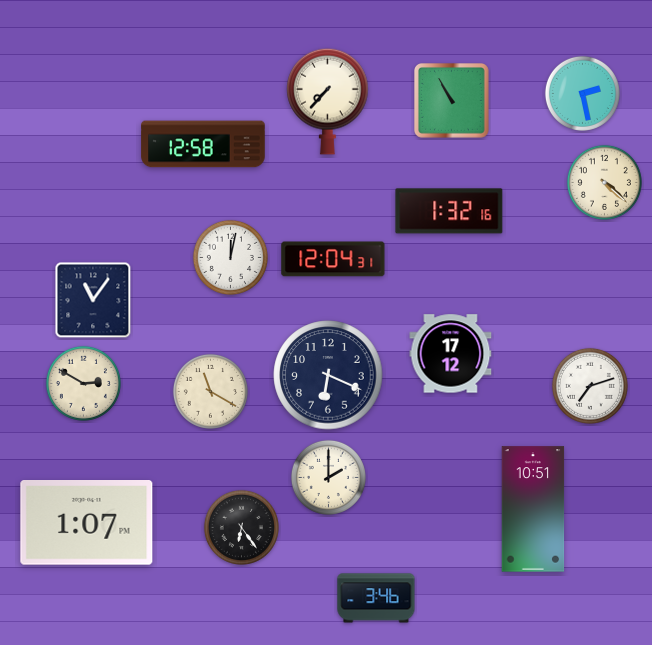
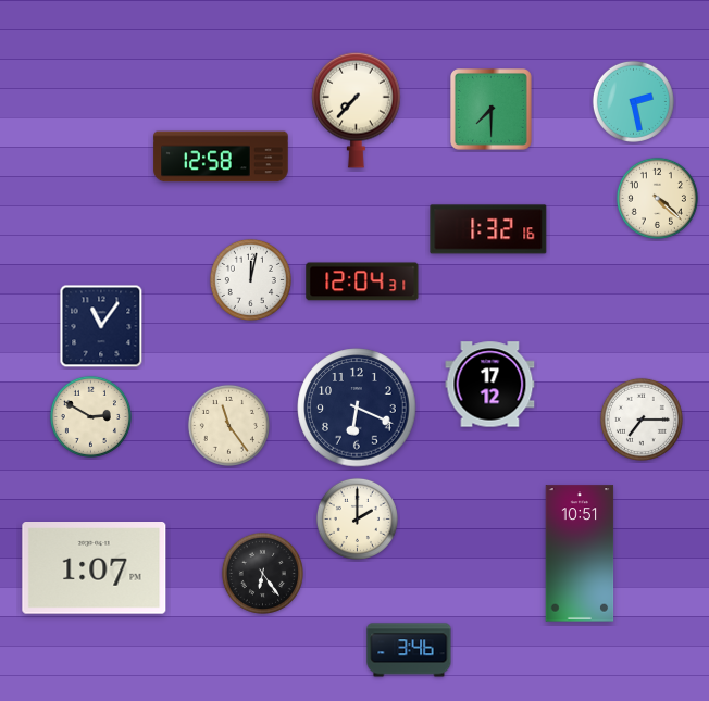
clock at (452, 101): 10:55 -> 7:30
clock at (590, 386): 7:12 -> 7:15
clock at (210, 391): 11:20 -> 11:24
